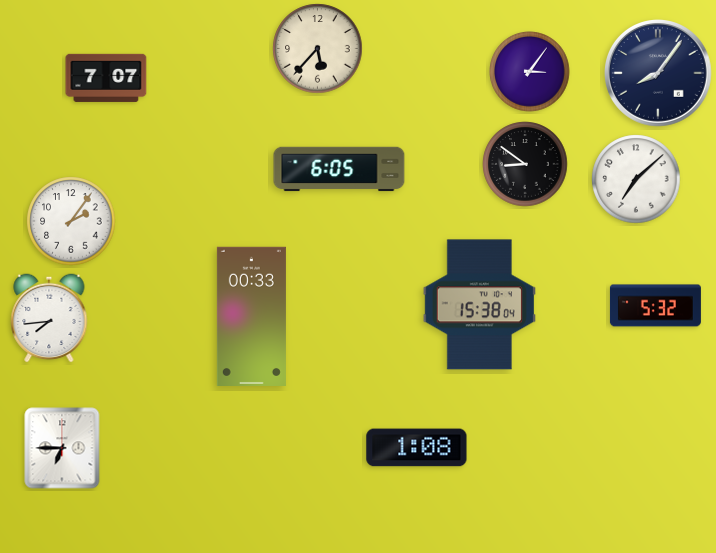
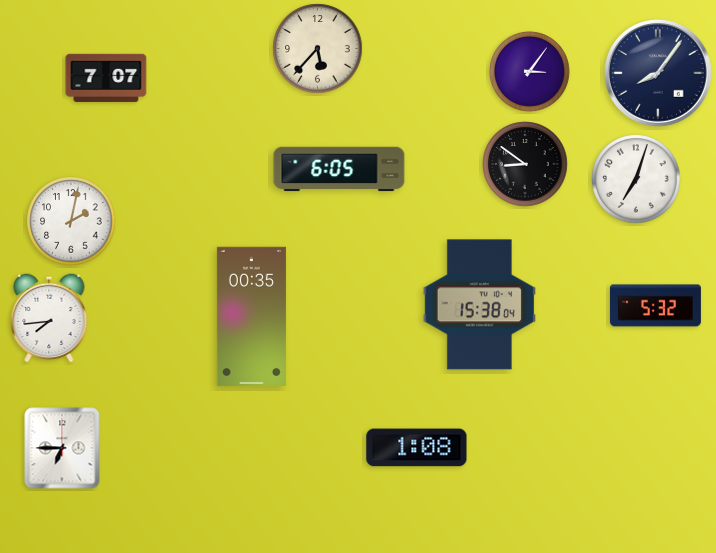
clock at (636, 179): 7:08 -> 7:03
clock at (71, 221): 2:06 -> 2:02
clock at (251, 316): 00:33 -> 00:35
